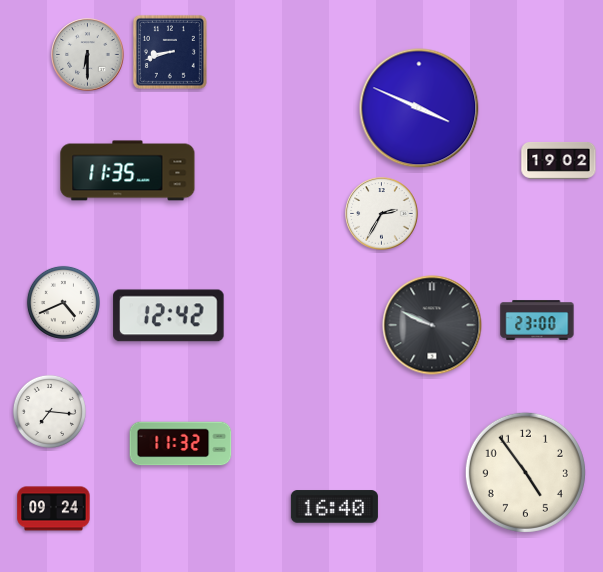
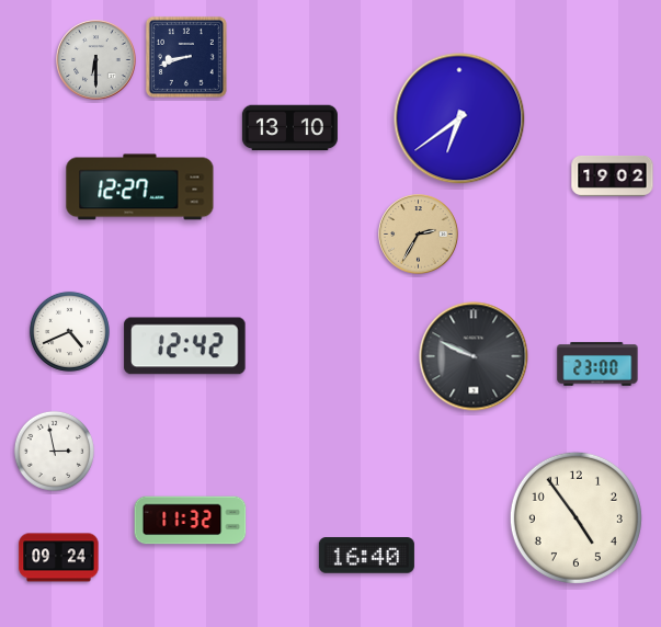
clock at (419, 108): 3:49 -> 6:39
clock at (289, 128): none -> 13:10
clock at (128, 171): 11:35 -> 12:27
clock at (382, 214) dial: white -> champagne
clock at (537, 320) position: (537, 320) -> (597, 364)
clock at (49, 411): 7:16 -> 2:58
clock at (181, 444) position: (181, 444) -> (191, 521)
